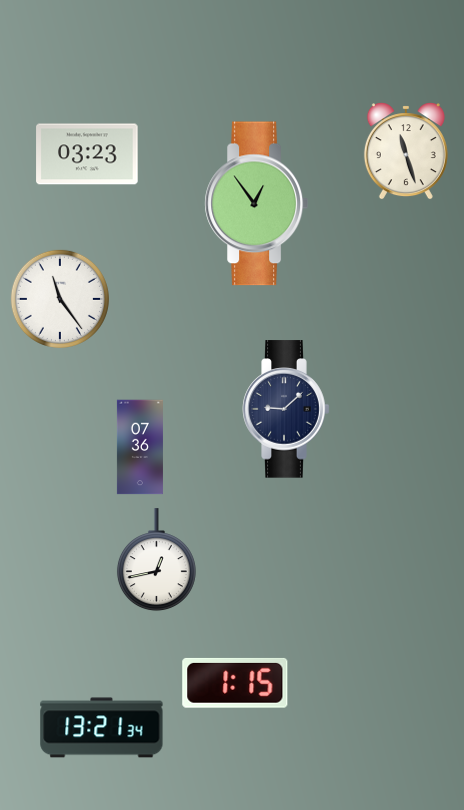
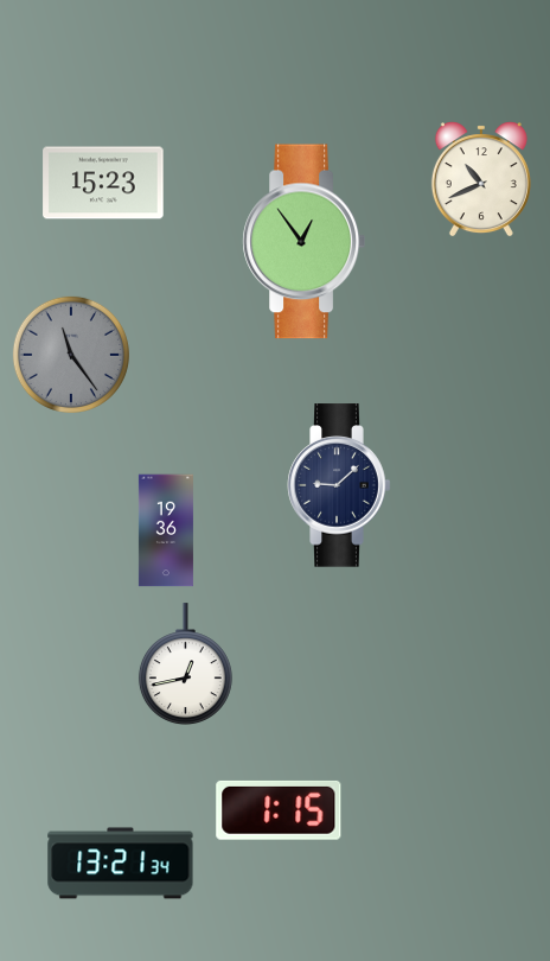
clock at (406, 151): 11:27 -> 10:41
clock at (87, 154): 03:23 -> 15:23
clock at (60, 299) dial: white -> grey
clock at (140, 447): 07:36 -> 19:36
